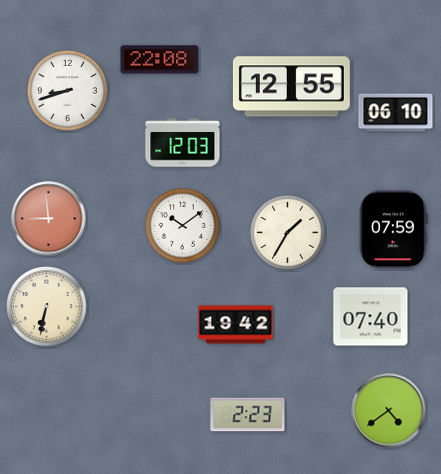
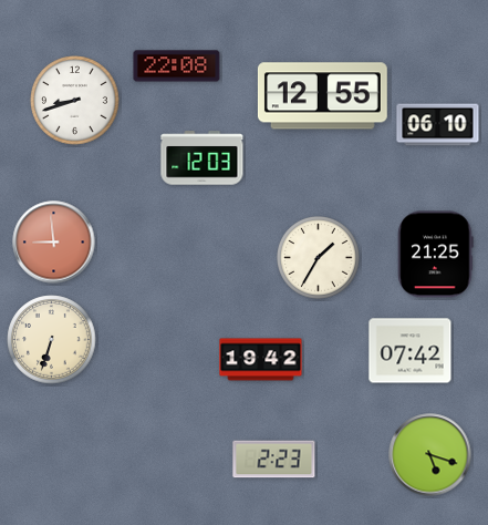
clock at (183, 226): 10:09 -> none
clock at (394, 230): 07:59 -> 21:25
clock at (47, 307): 6:32 -> 6:33
clock at (371, 317): 07:40 -> 07:42
clock at (389, 411): 4:39 -> 5:18
